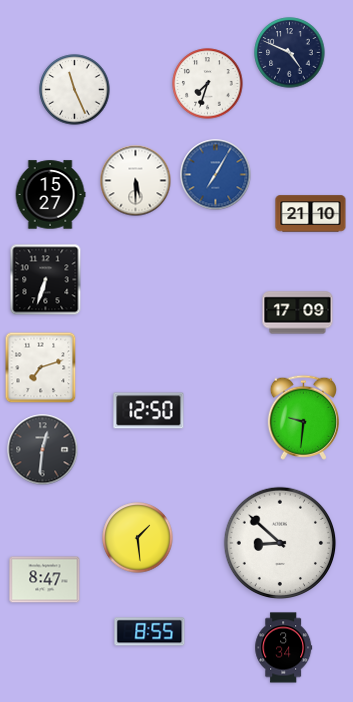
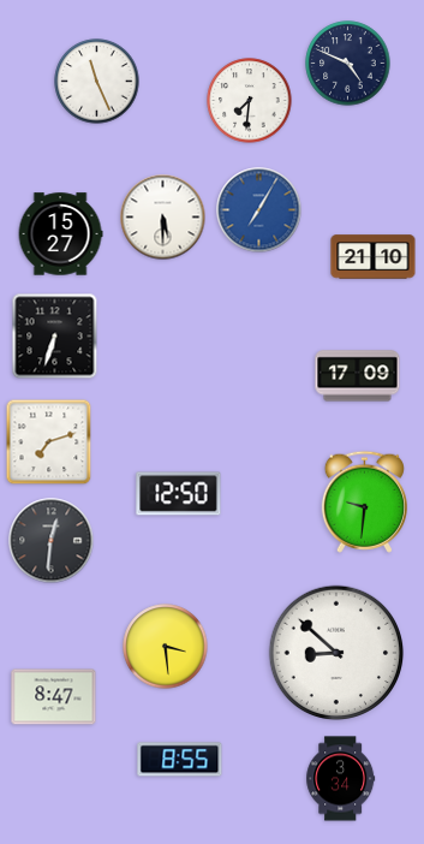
clock at (208, 84): 7:33 -> 7:31
clock at (75, 90) position: (75, 90) -> (97, 82)
clock at (138, 538): 1:29 -> 3:29
